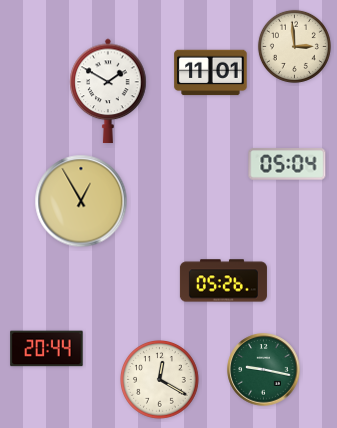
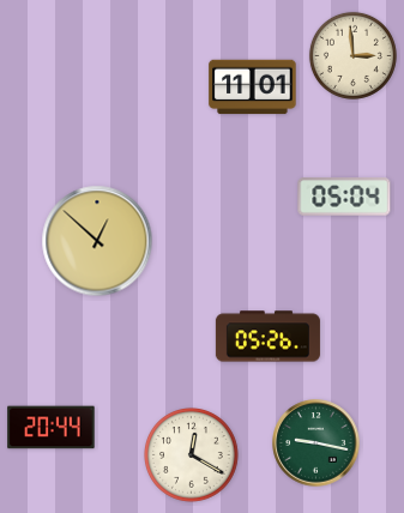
clock at (108, 91): 1:50 -> none
clock at (81, 201): 12:55 -> 12:52
clock at (47, 349) position: (47, 349) -> (52, 428)
